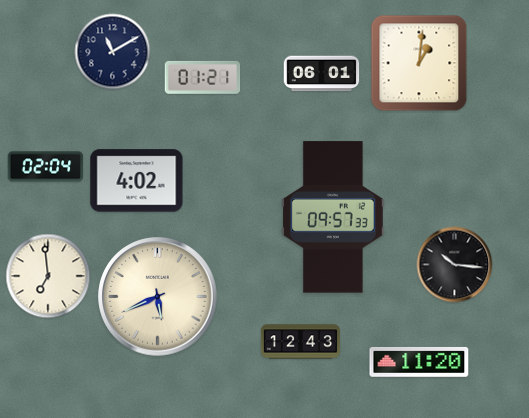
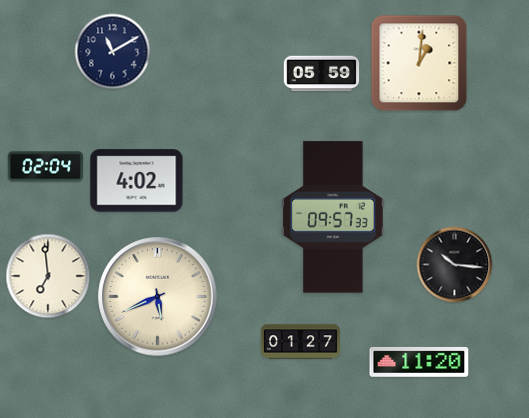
clock at (322, 74): 06:01 -> 05:59
clock at (203, 77): 01:21 -> none
clock at (300, 342): 12:43 -> 01:27
